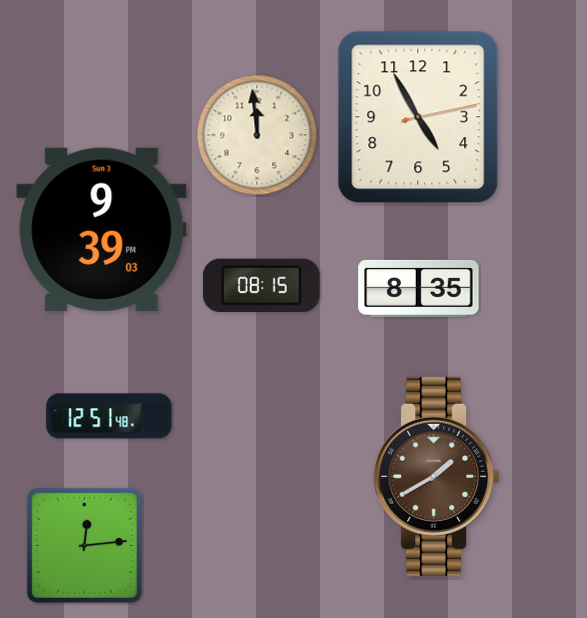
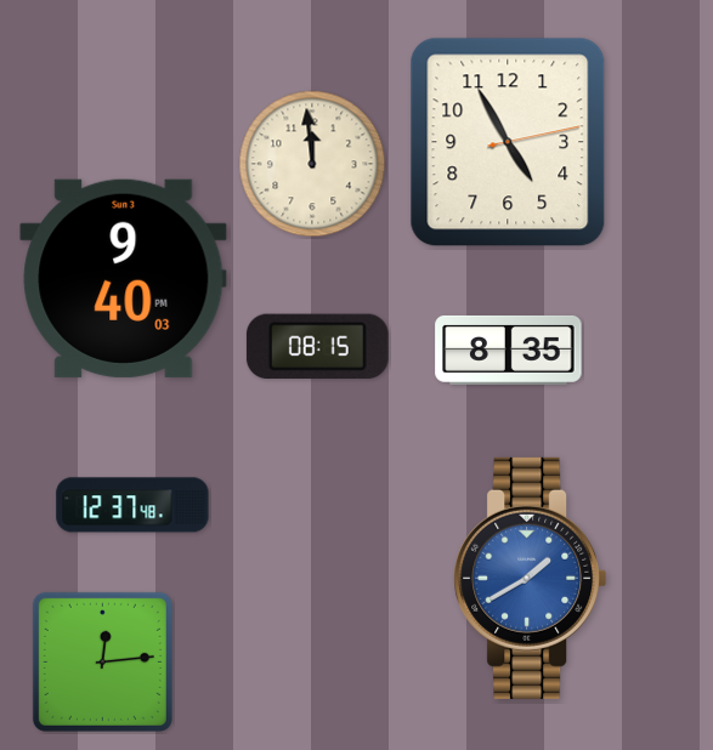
clock at (102, 229): 9:39 -> 9:40
clock at (109, 416): 12:51 -> 12:37
clock at (437, 476) dial: brown -> blue
